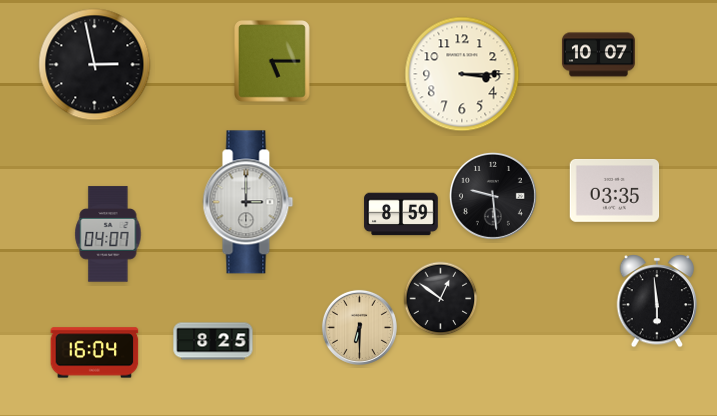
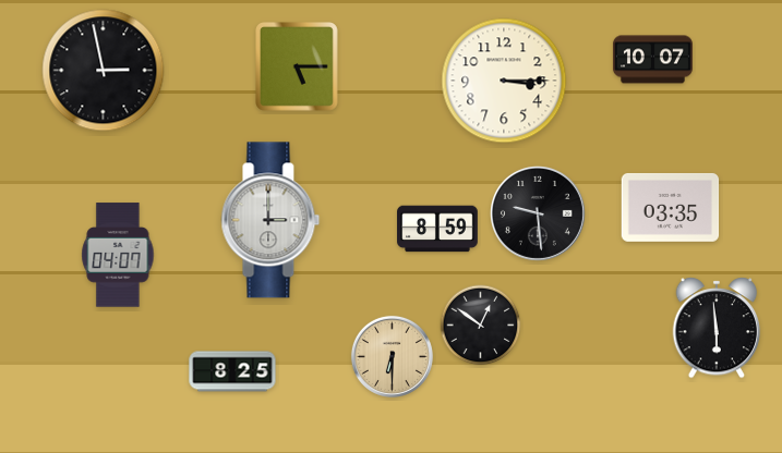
clock at (401, 214) position: (401, 214) -> (437, 229)
clock at (95, 353): 16:04 -> none
